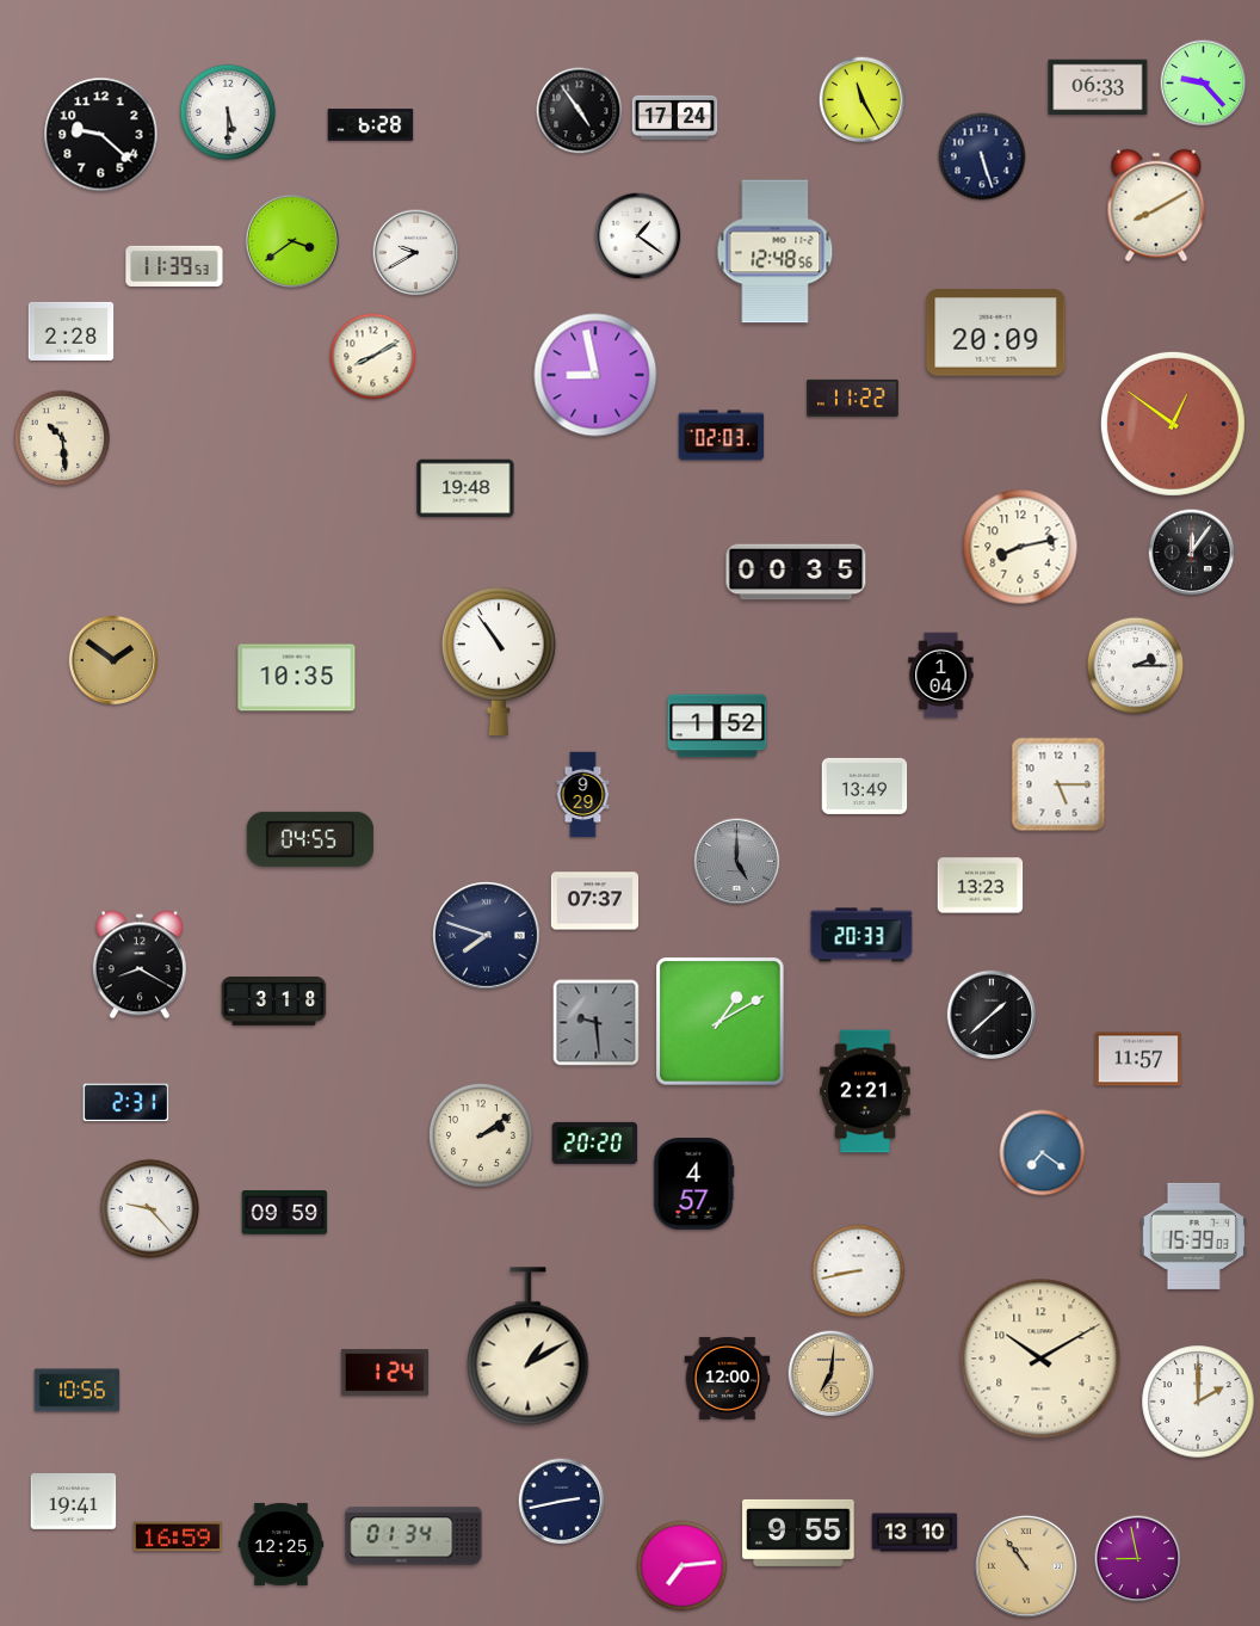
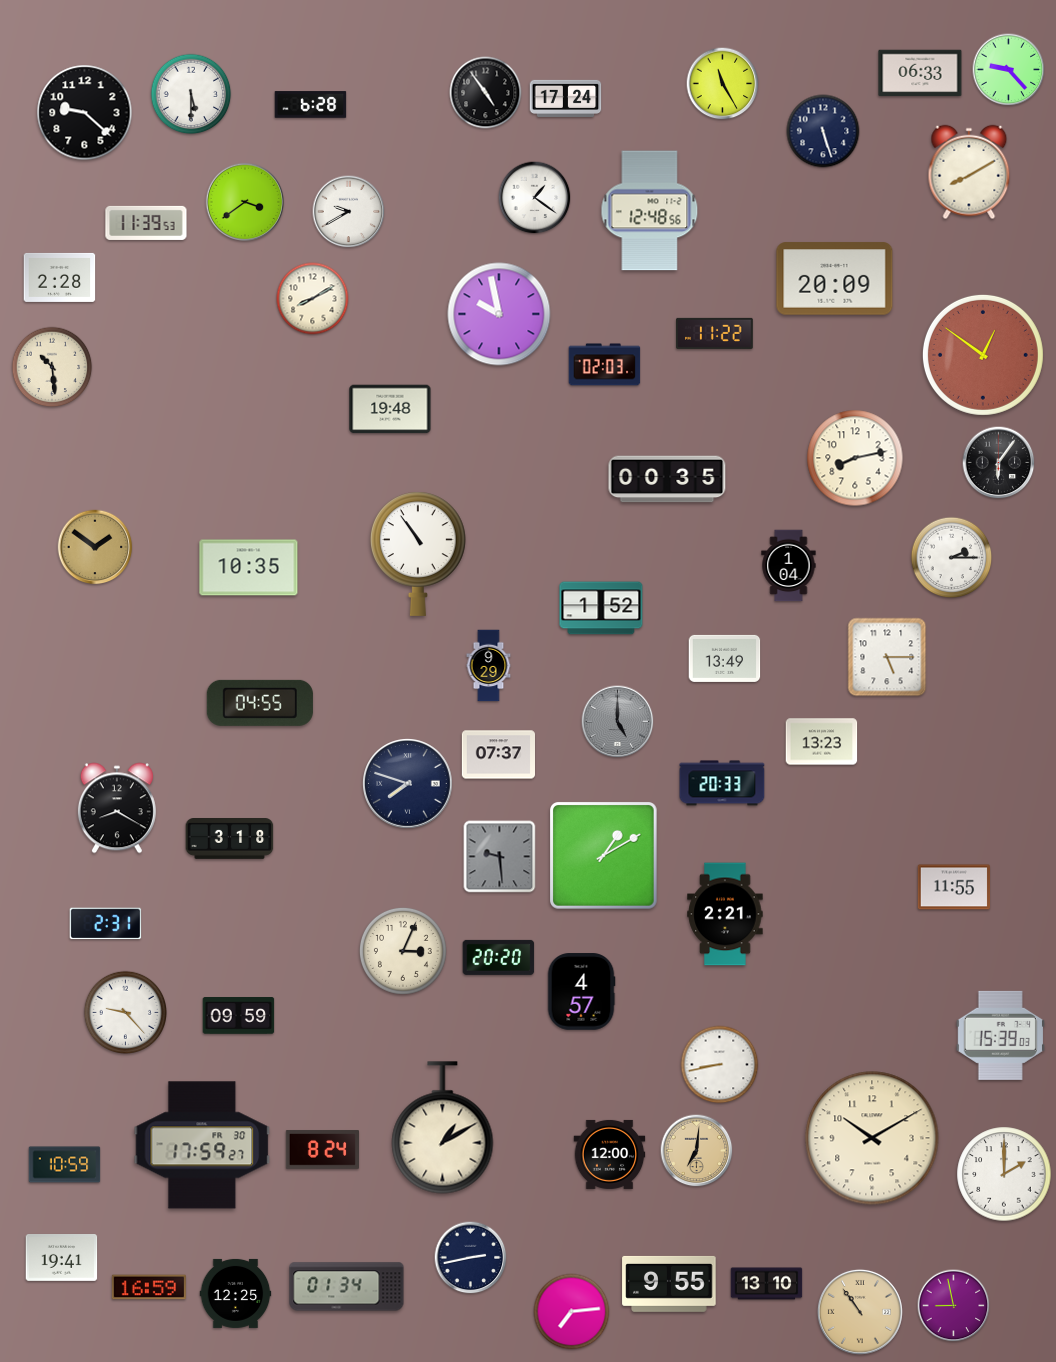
clock at (595, 375): 8:58 -> 9:58
clock at (1192, 553): 12:06 -> 6:06
clock at (113, 660) position: (113, 660) -> (95, 547)
clock at (992, 1015): 1:38 -> none
clock at (1138, 1059): 11:57 -> 11:55
clock at (481, 1135): 2:09 -> 3:04
clock at (1043, 1153): 7:21 -> none
clock at (202, 1145): none -> 17:59
clock at (384, 1373): 1:24 -> 8:24
clock at (78, 1391): 10:56 -> 10:59
